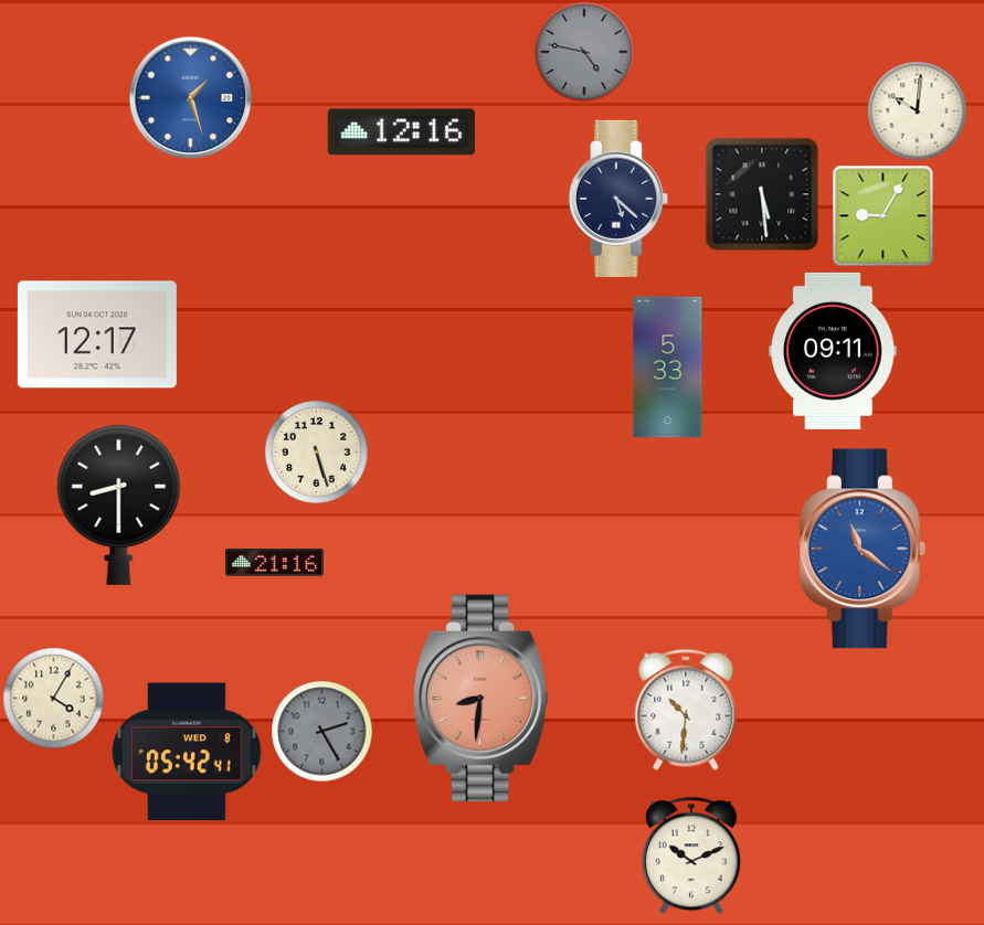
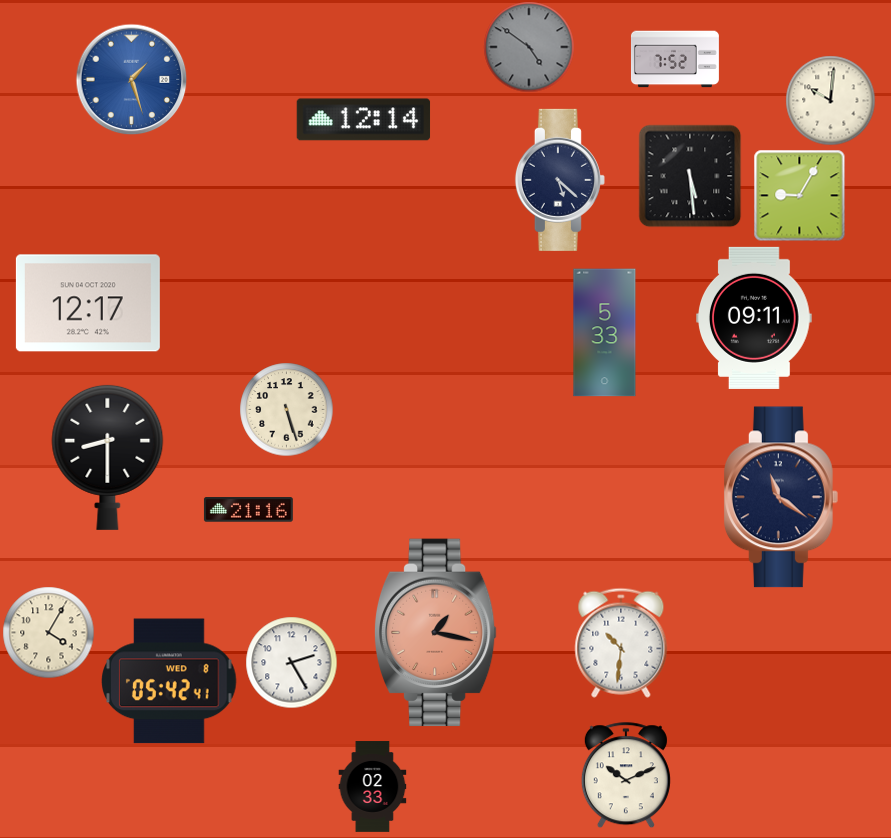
clock at (584, 52): 4:47 -> 4:51
clock at (675, 59): none -> 7:52
clock at (190, 97) position: (190, 97) -> (131, 79)
clock at (402, 132): 12:16 -> 12:14
clock at (863, 549) dial: blue -> navy
clock at (480, 699): 8:31 -> 1:17
clock at (321, 731) dial: grey -> white
clock at (373, 787): none -> 02:33
